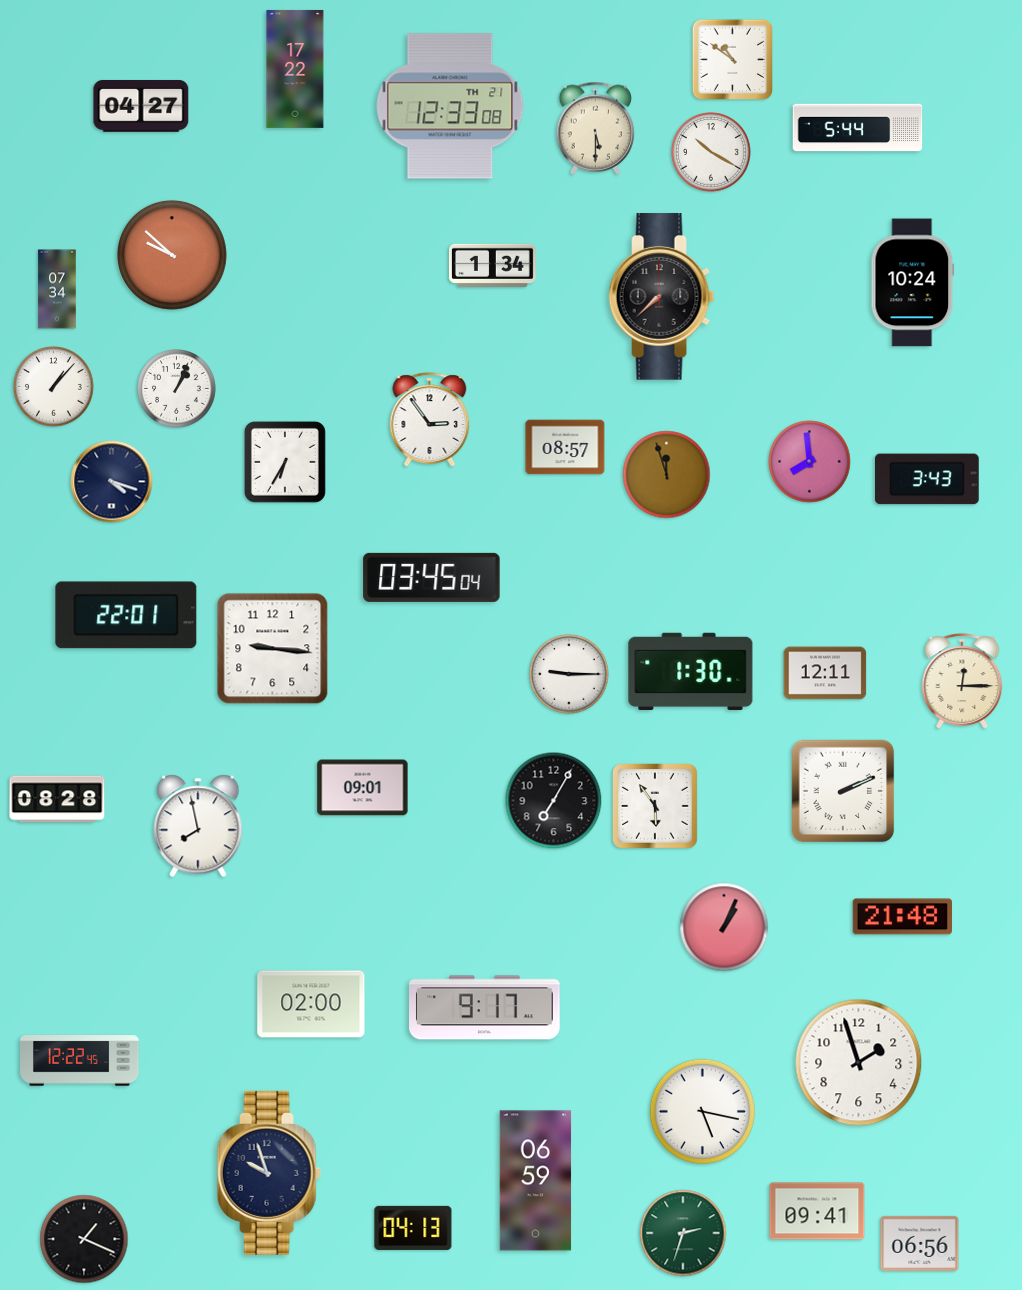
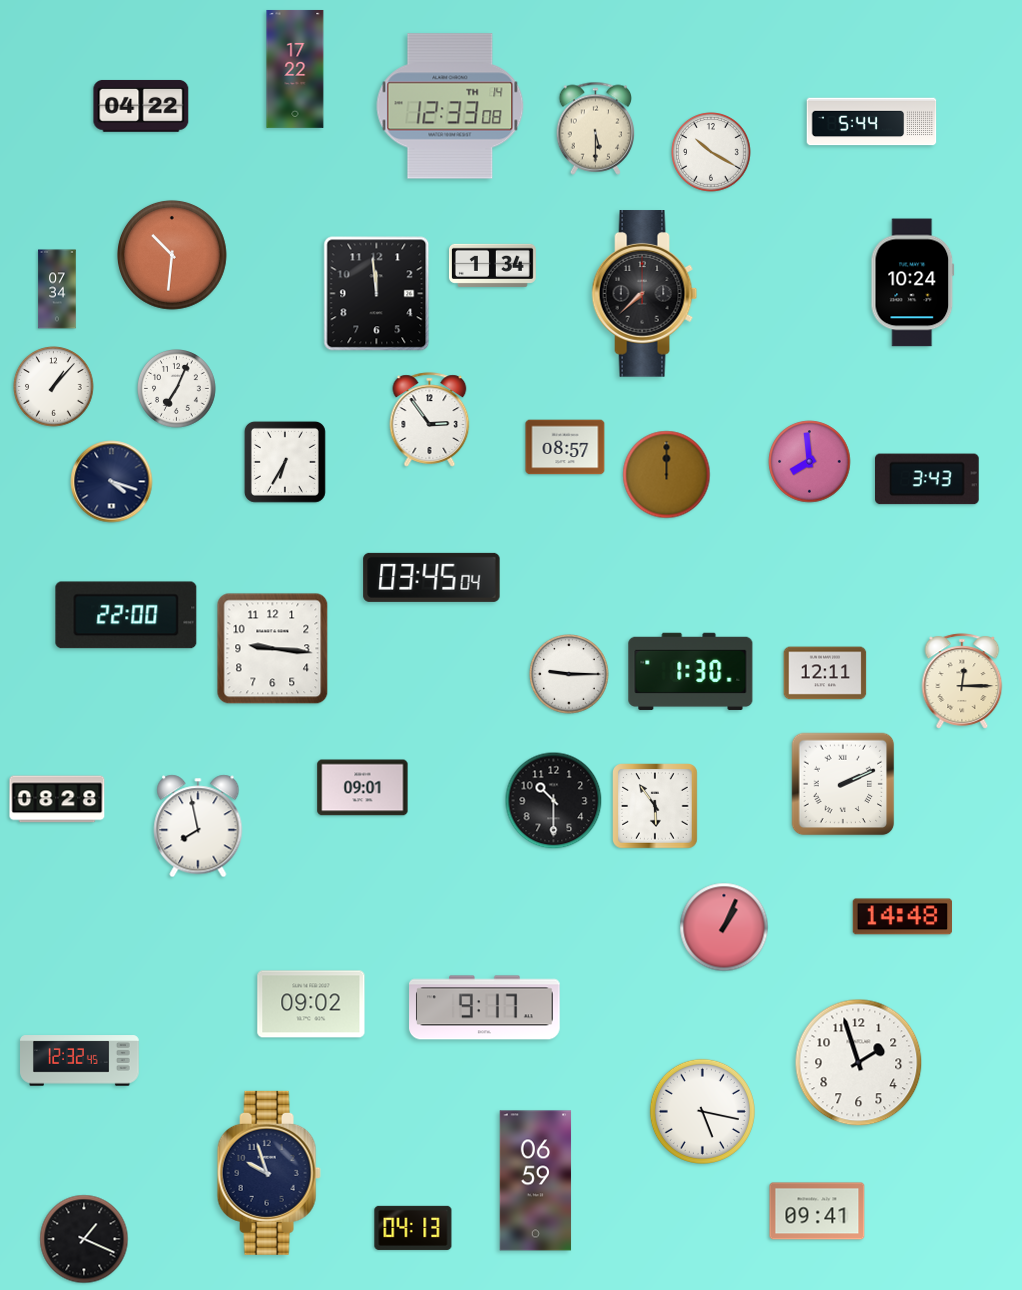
clock at (732, 59): 10:51 -> none
clock at (141, 106): 04:27 -> 04:22
clock at (450, 106) date: TH 21 -> TH 14
clock at (858, 128) position: (858, 128) -> (872, 122)
clock at (172, 255): 9:52 -> 10:31
clock at (377, 294): none -> 11:59
clock at (662, 297) position: (662, 297) -> (645, 294)
clock at (177, 389): 1:04 -> 7:04
clock at (667, 475): 11:57 -> 12:00
clock at (126, 615): 22:01 -> 22:00
clock at (843, 791) position: (843, 791) -> (843, 784)
clock at (554, 801): 7:05 -> 10:30
clock at (902, 917): 21:48 -> 14:48
clock at (311, 1004): 02:00 -> 09:02
clock at (80, 1061): 12:22 -> 12:32
clock at (683, 1233): 2:33 -> none
clock at (920, 1243): 06:56 -> none
